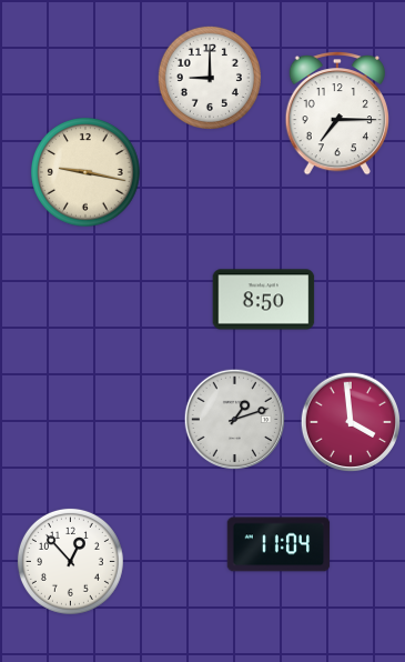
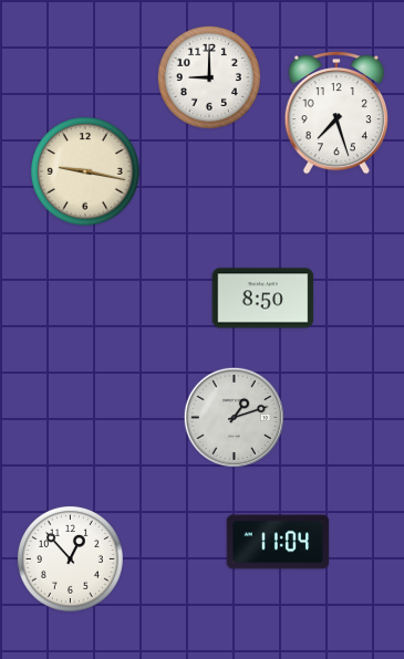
clock at (336, 113): 7:15 -> 7:27
clock at (350, 421): 3:59 -> none
